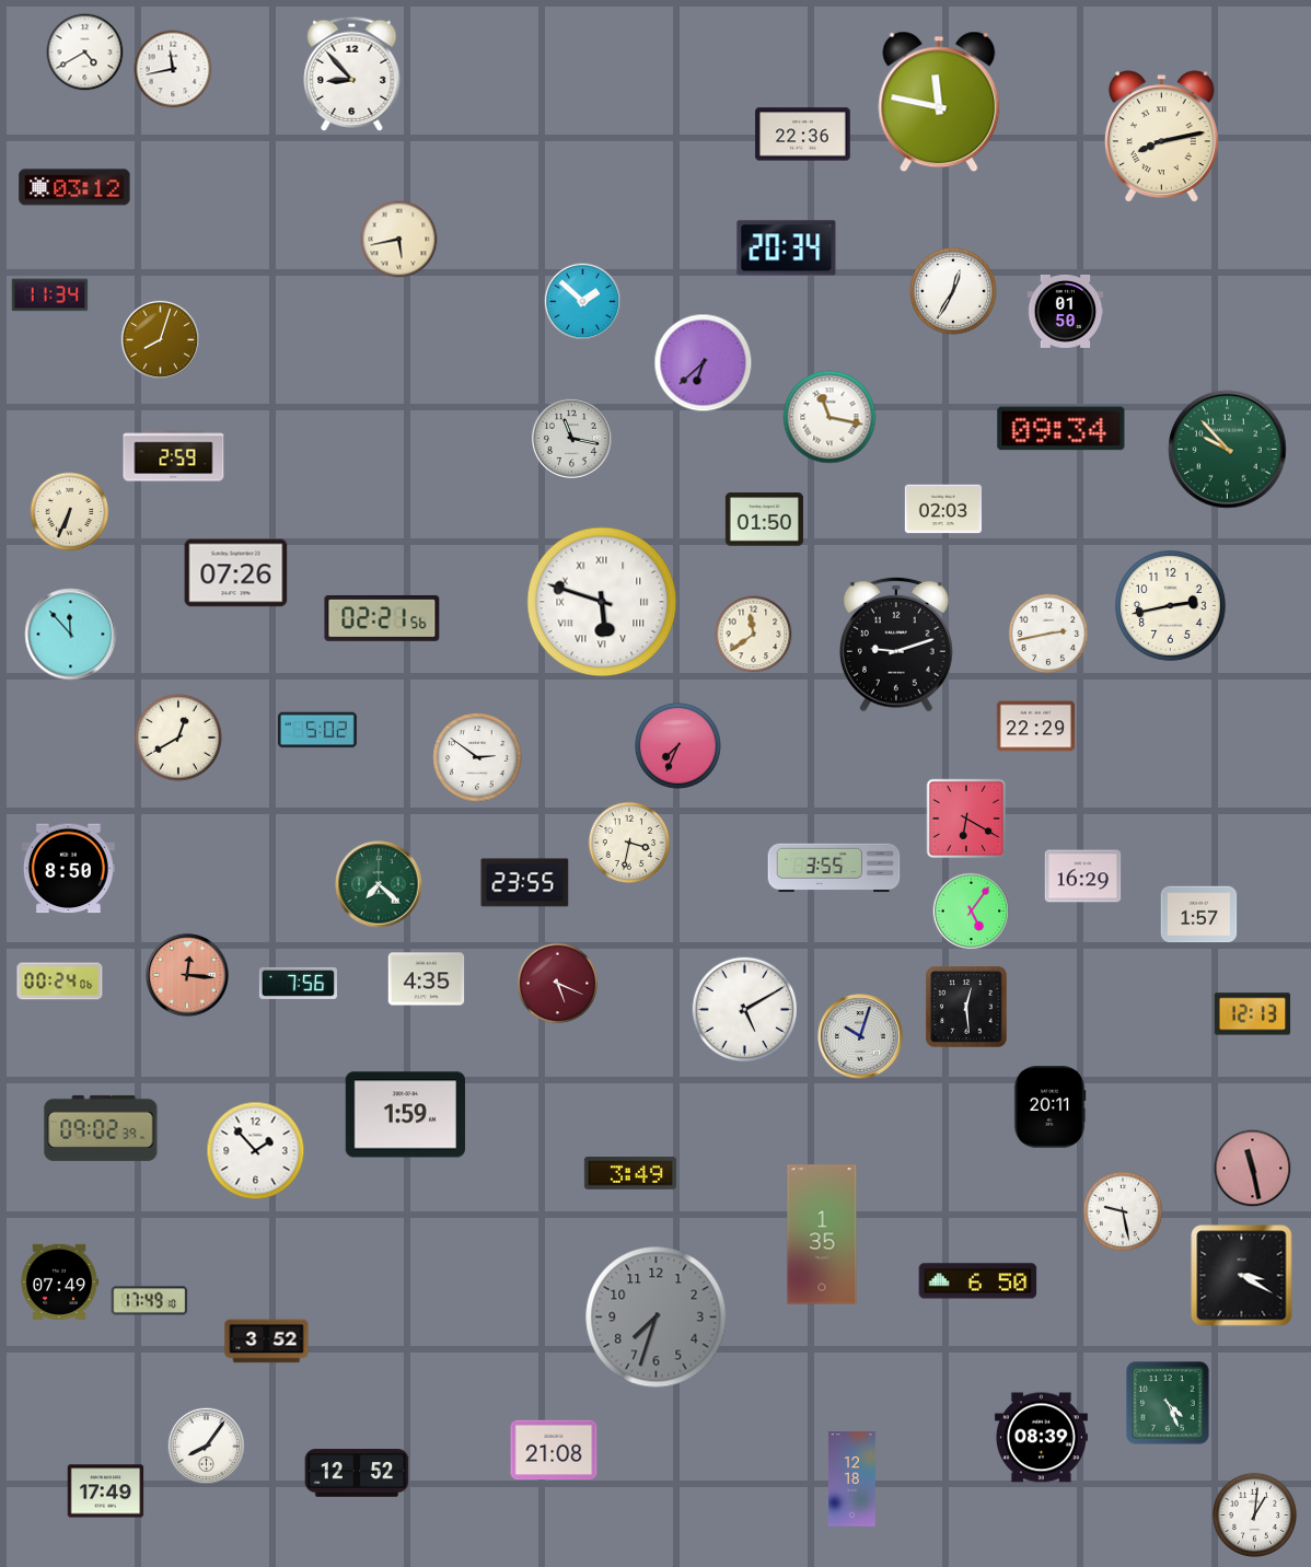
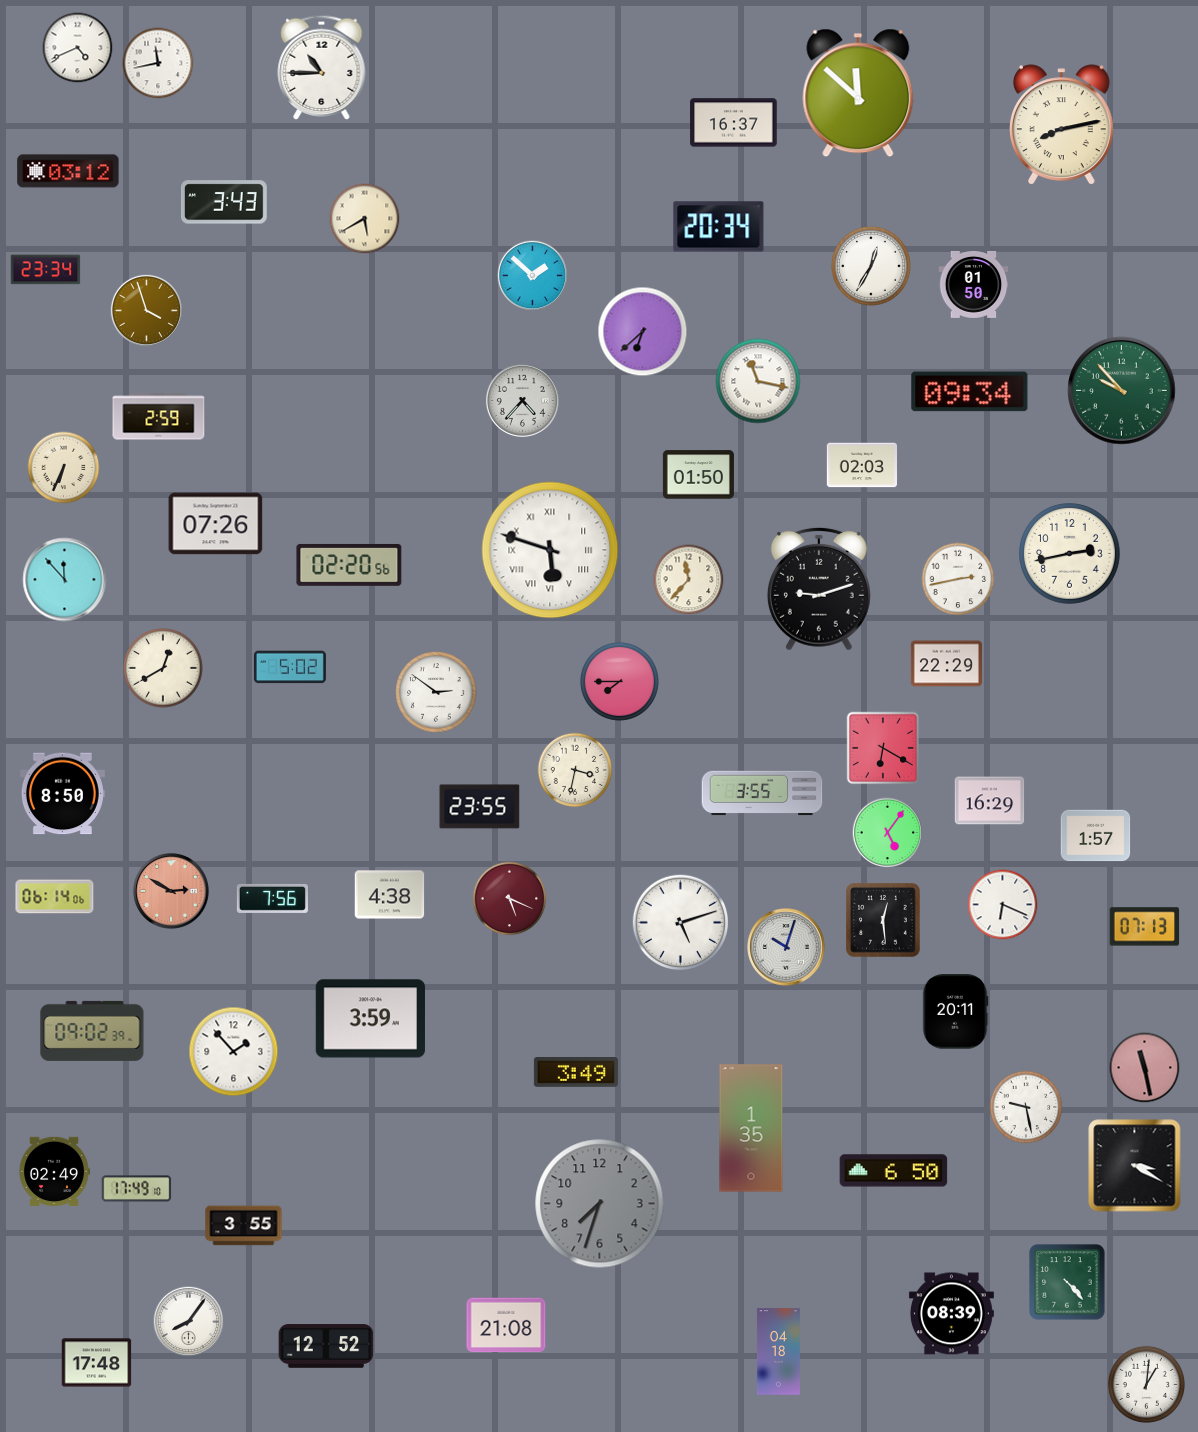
clock at (85, 53): 4:40 -> 4:41
clock at (352, 73): 8:53 -> 10:45
clock at (939, 102): 11:47 -> 11:52
clock at (803, 135): 22:36 -> 16:37
clock at (224, 202): none -> 3:43
clock at (399, 240): 5:43 -> 5:40
clock at (50, 295): 11:34 -> 23:34
clock at (160, 339): 8:03 -> 3:57
clock at (571, 438): 11:17 -> 4:37
clock at (1228, 450) position: (1228, 450) -> (1122, 391)
clock at (382, 618): 02:21 -> 02:20
clock at (754, 635): 11:39 -> 11:37
clock at (178, 738) position: (178, 738) -> (163, 668)
clock at (678, 746): 7:34 -> 7:45
clock at (379, 884): 7:22 -> none
clock at (188, 976): 12:16 -> 2:50
clock at (427, 979): 4:35 -> 4:38
clock at (60, 982): 00:24 -> 06:14
clock at (1003, 905): none -> 6:19
clock at (745, 1010): 5:10 -> 5:12
clock at (1253, 1014): 12:13 -> 07:13
clock at (1049, 1107) position: (1049, 1107) -> (955, 1012)
clock at (405, 1115): 1:59 -> 3:59
clock at (60, 1281): 07:49 -> 02:49
clock at (267, 1342): 3:52 -> 3:55
clock at (1168, 1403): 4:26 -> 4:23
clock at (851, 1479): 12:18 -> 04:18
clock at (106, 1491): 17:49 -> 17:48
